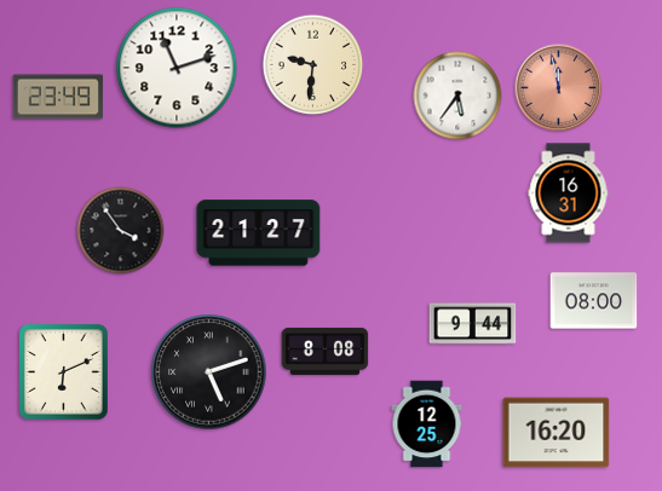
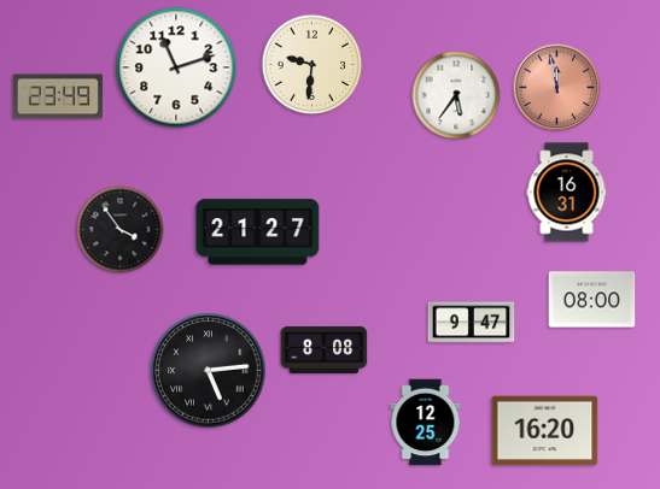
clock at (473, 324): 9:44 -> 9:47
clock at (64, 372): 6:11 -> none
clock at (209, 372): 5:12 -> 5:14
clock at (557, 433) position: (557, 433) -> (545, 431)
